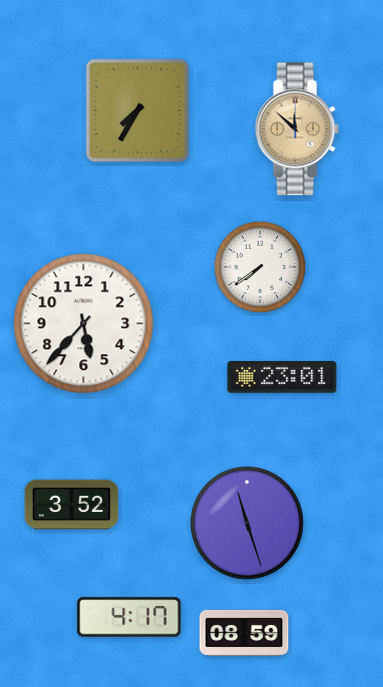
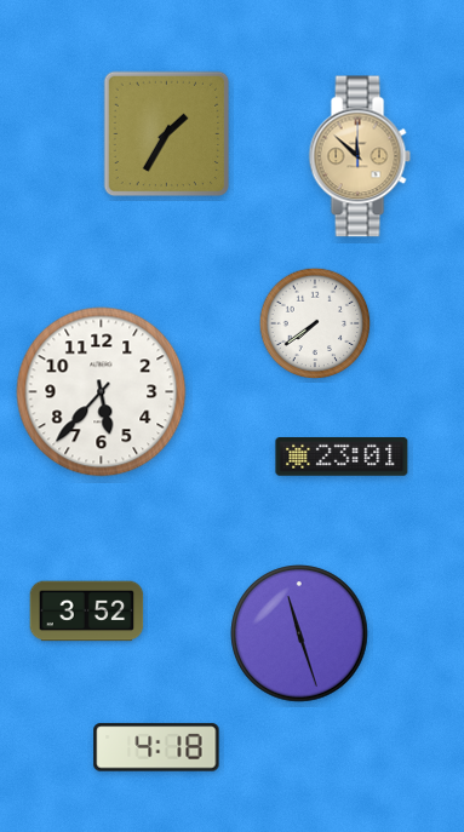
clock at (138, 111): 7:35 -> 1:35
clock at (129, 617): 4:17 -> 4:18
clock at (244, 633): 08:59 -> none
